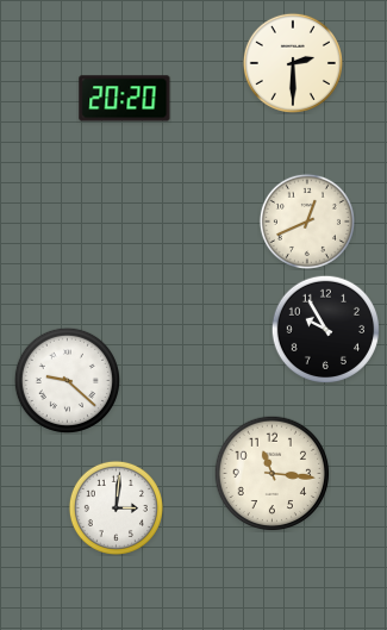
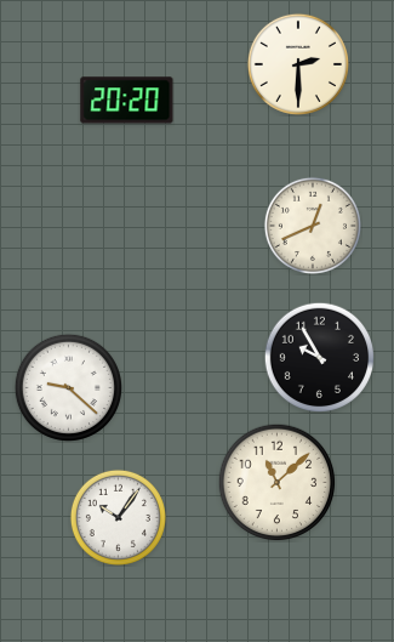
clock at (325, 329) position: (325, 329) -> (319, 357)
clock at (271, 473): 11:16 -> 11:08
clock at (116, 507): 3:01 -> 10:06
